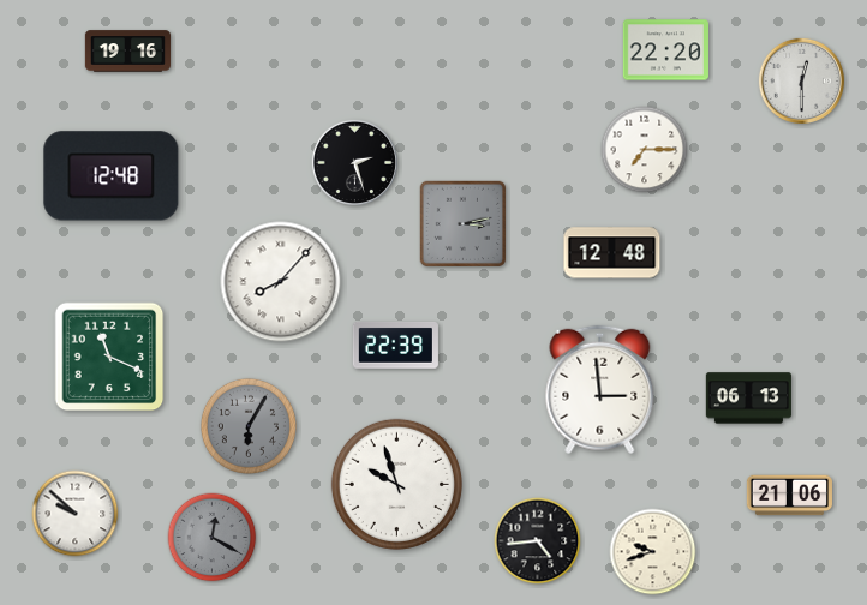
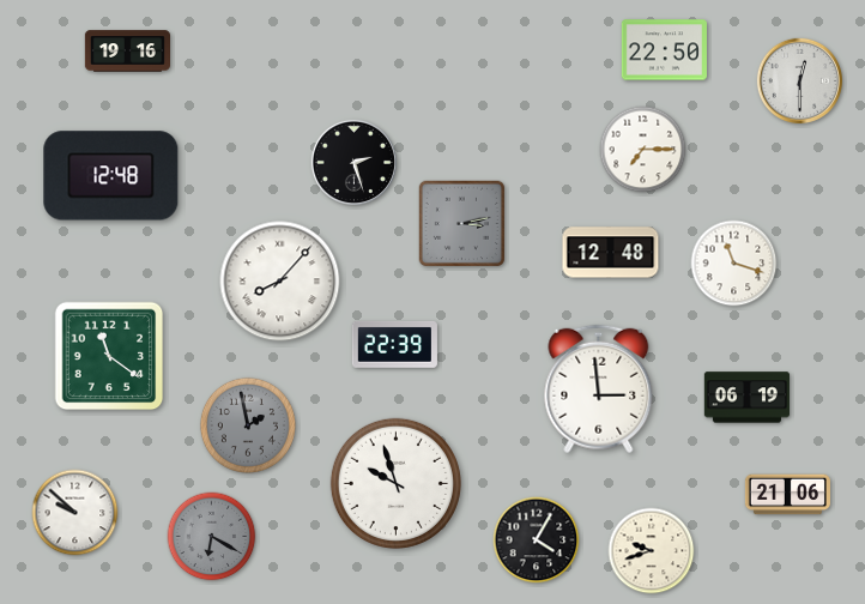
clock at (665, 50): 22:20 -> 22:50
clock at (734, 264): none -> 11:18
clock at (109, 357): 11:19 -> 11:21
clock at (748, 399): 06:13 -> 06:19
clock at (249, 426): 6:05 -> 1:58
clock at (213, 538): 12:20 -> 6:20
clock at (538, 541): 4:44 -> 4:05
